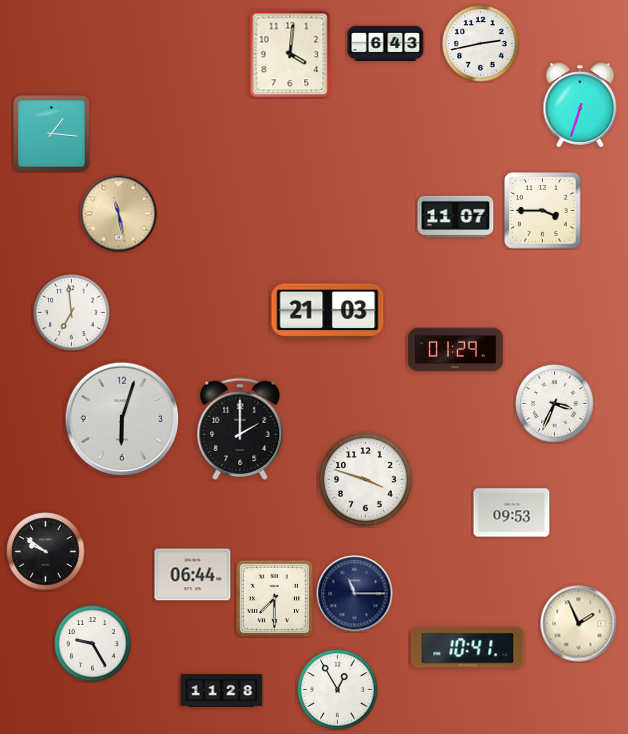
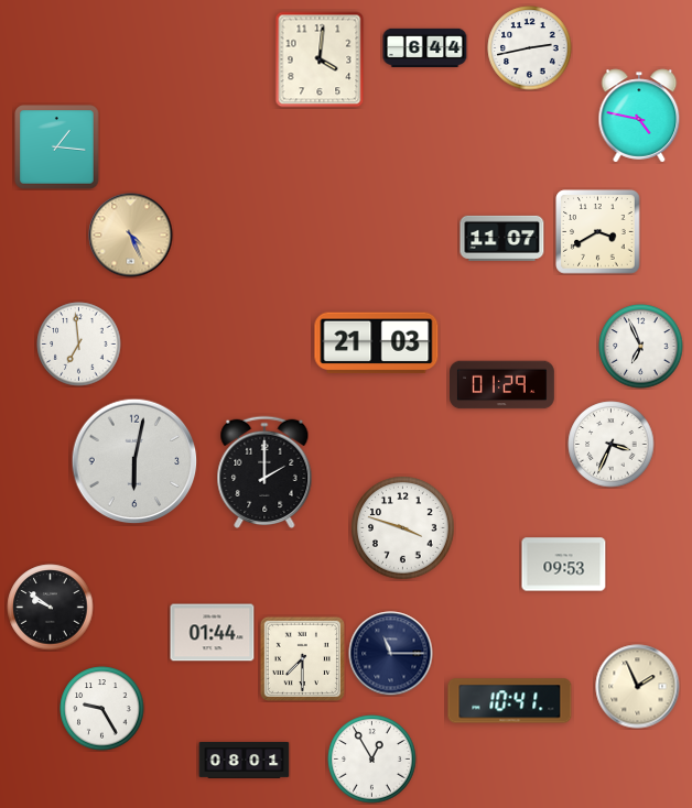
clock at (386, 43): 6:43 -> 6:44
clock at (580, 105): 6:33 -> 4:47
clock at (543, 211): 3:45 -> 3:40
clock at (119, 214): 11:28 -> 4:26
clock at (328, 312) position: (328, 312) -> (377, 343)
clock at (641, 347): none -> 6:56
clock at (122, 419): 6:03 -> 6:02
clock at (193, 575): 06:44 -> 01:44
clock at (468, 648) position: (468, 648) -> (510, 701)
clock at (222, 691): 11:28 -> 08:01
